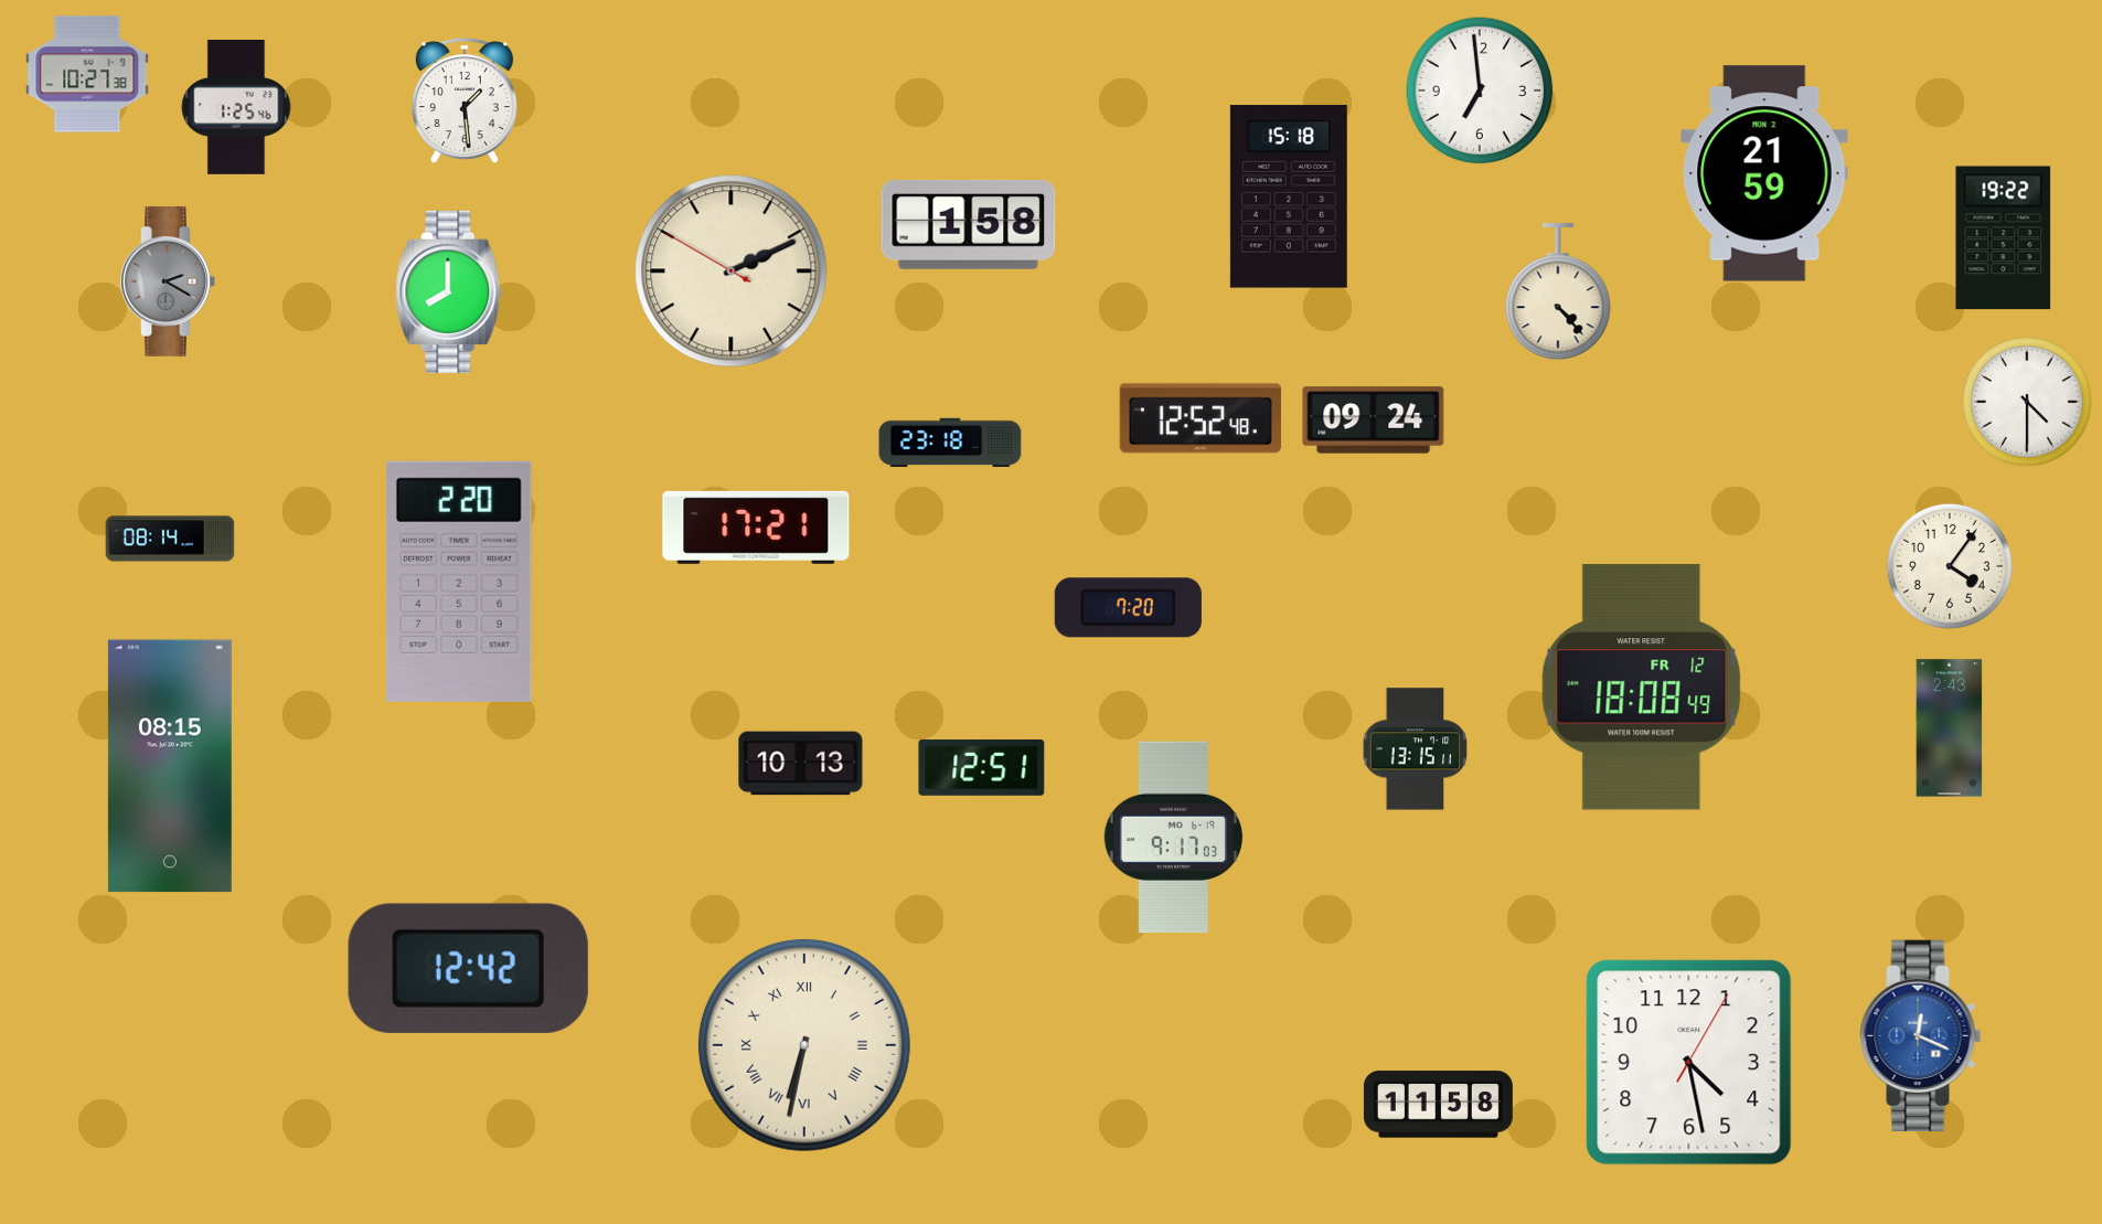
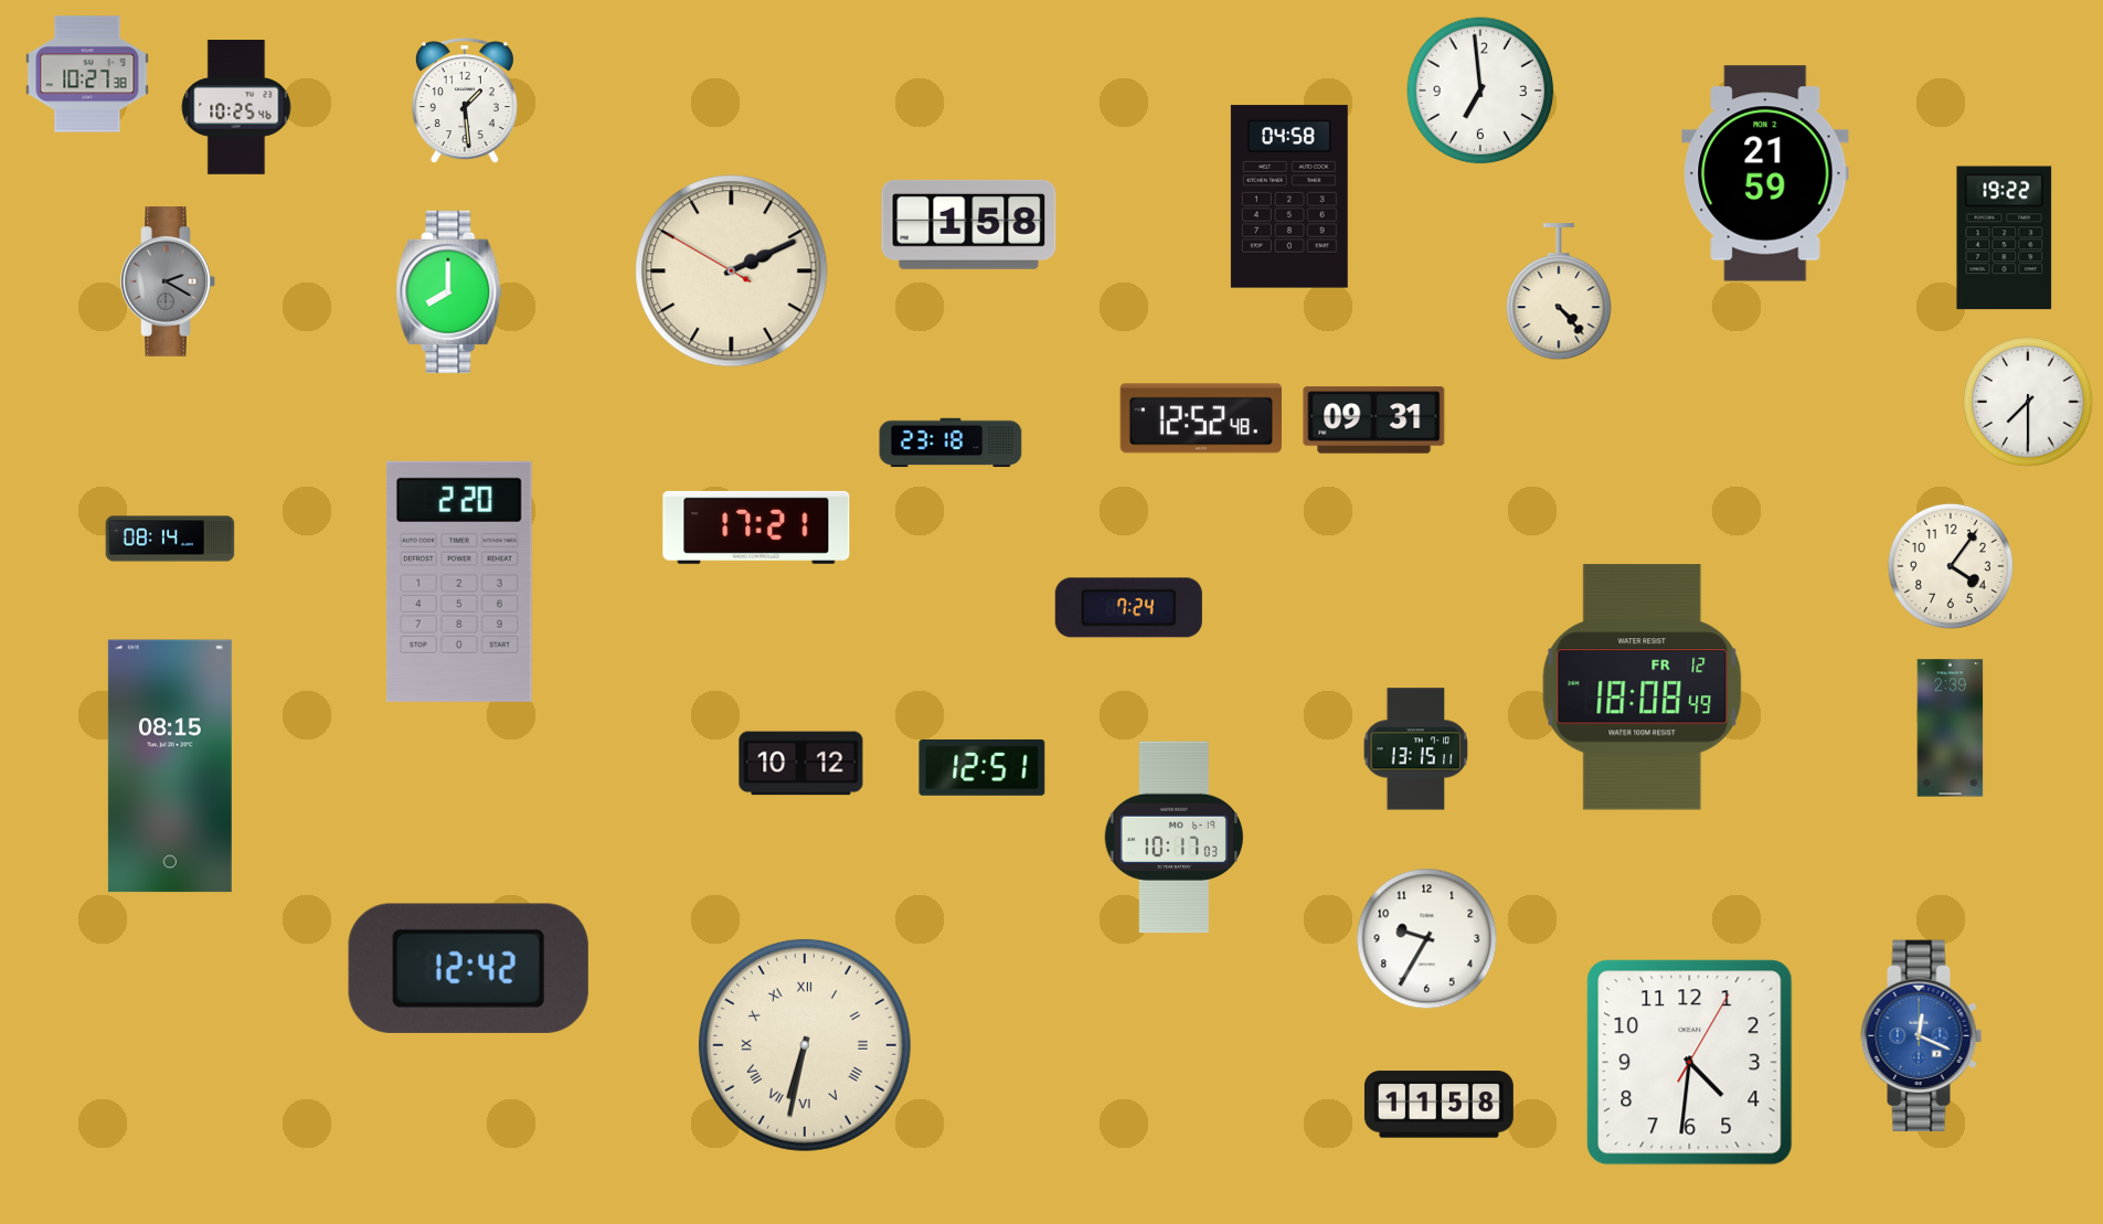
clock at (236, 107): 1:25 -> 10:25
clock at (1289, 196): 15:18 -> 04:58
clock at (2028, 403): 4:30 -> 7:30
clock at (1374, 421): 09:24 -> 09:31
clock at (1128, 608): 7:20 -> 7:24
clock at (1950, 728): 2:43 -> 2:39
clock at (801, 764): 10:13 -> 10:12
clock at (1173, 838): 9:17 -> 10:17
clock at (1427, 939): none -> 9:35
clock at (1689, 1063): 4:28 -> 4:31
